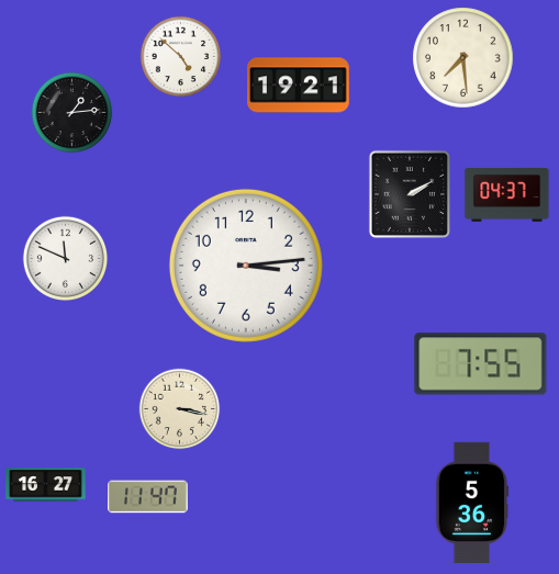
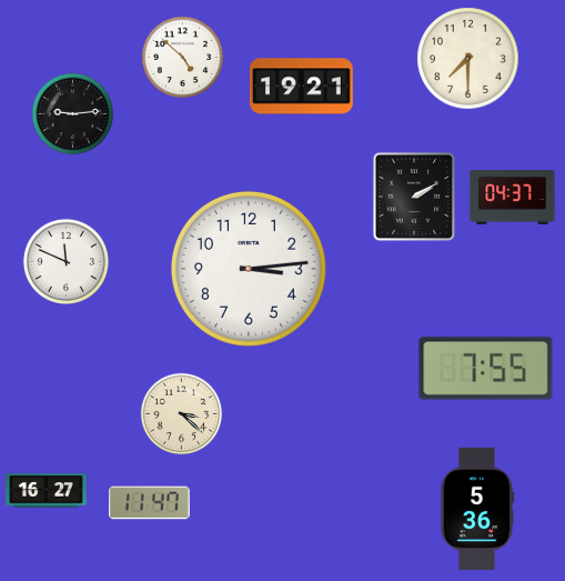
clock at (463, 58): 7:29 -> 7:30
clock at (72, 113): 1:14 -> 9:14
clock at (180, 409): 3:17 -> 3:22
